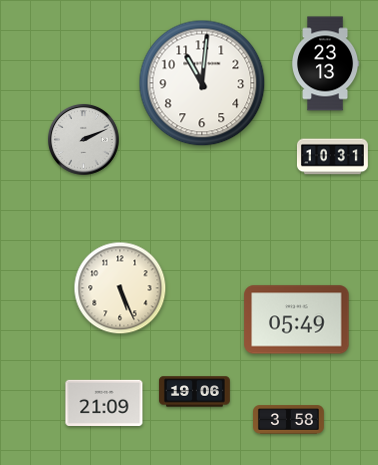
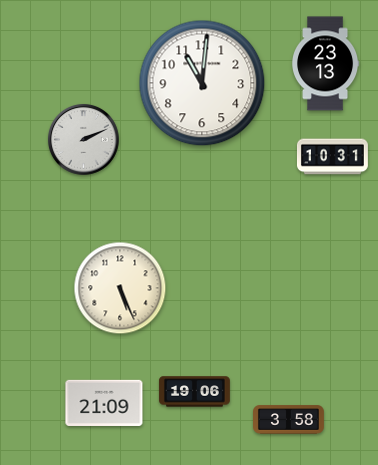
clock at (297, 320): 05:49 -> none
